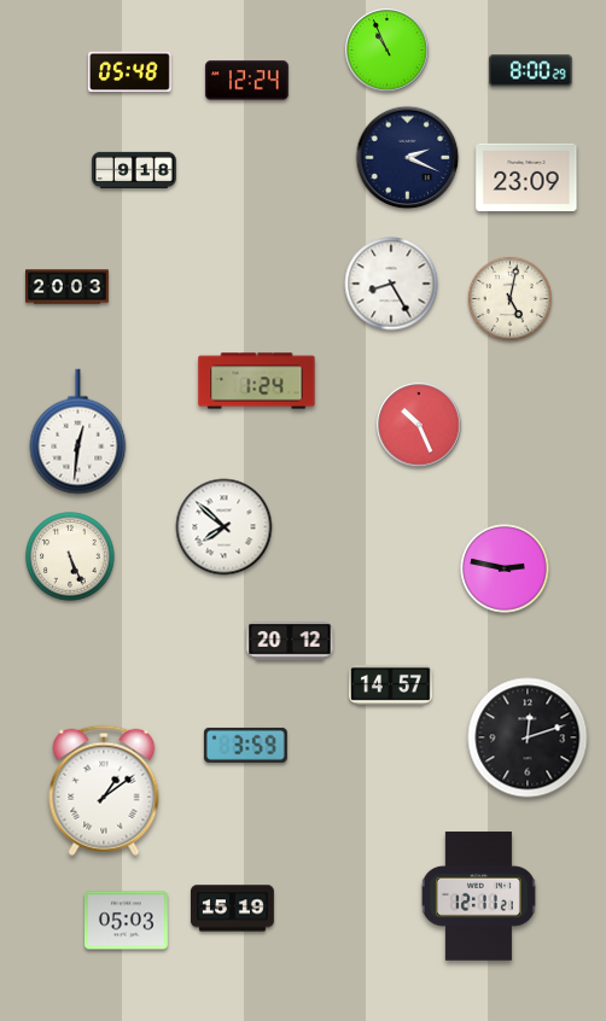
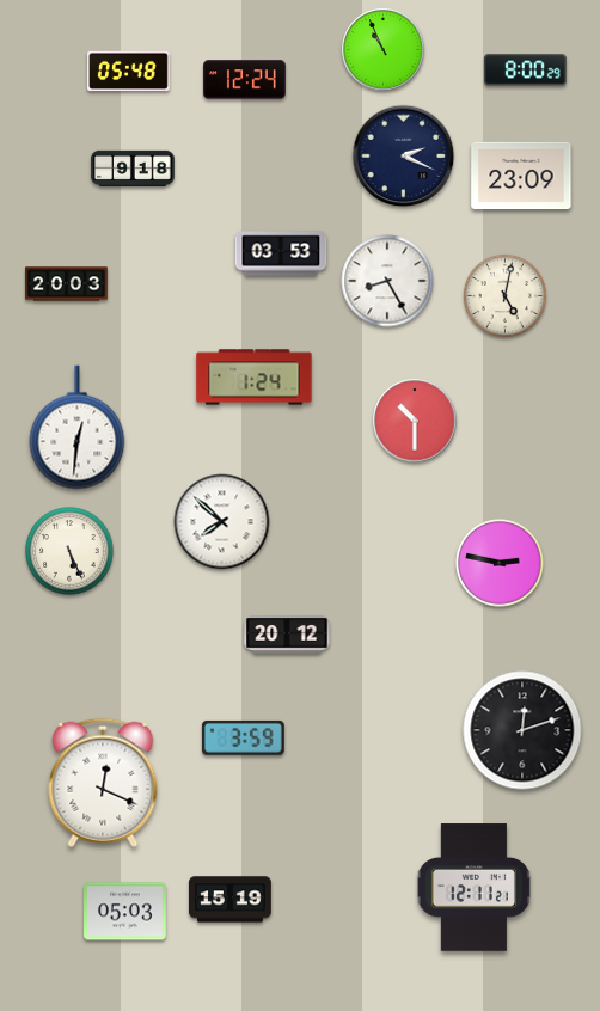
clock at (281, 253): none -> 03:53
clock at (419, 425): 10:26 -> 10:30
clock at (391, 684): 14:57 -> none
clock at (104, 790): 1:09 -> 12:19
